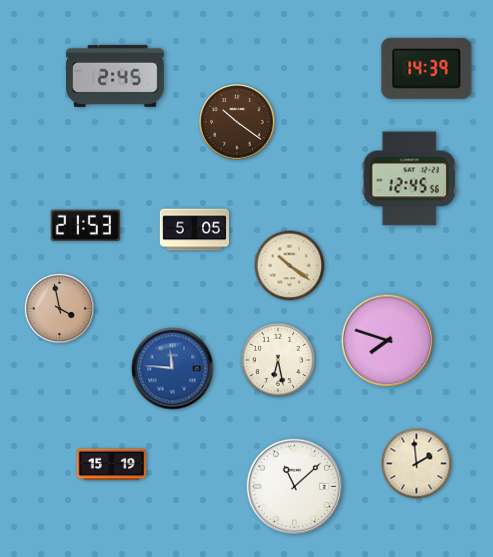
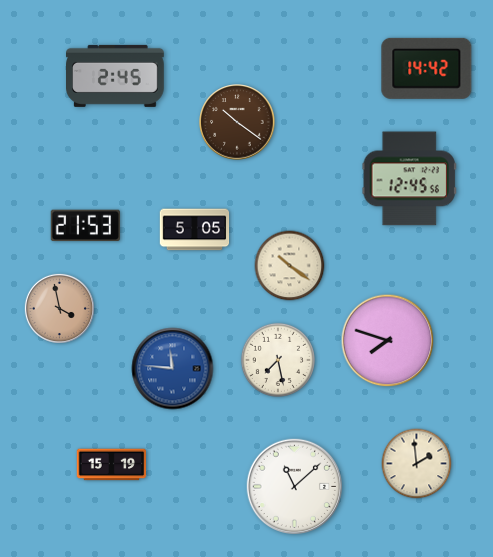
clock at (427, 68): 14:39 -> 14:42
clock at (278, 360): 6:28 -> 7:28
